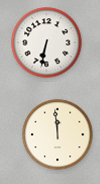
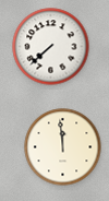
clock at (47, 43): 6:32 -> 7:38
